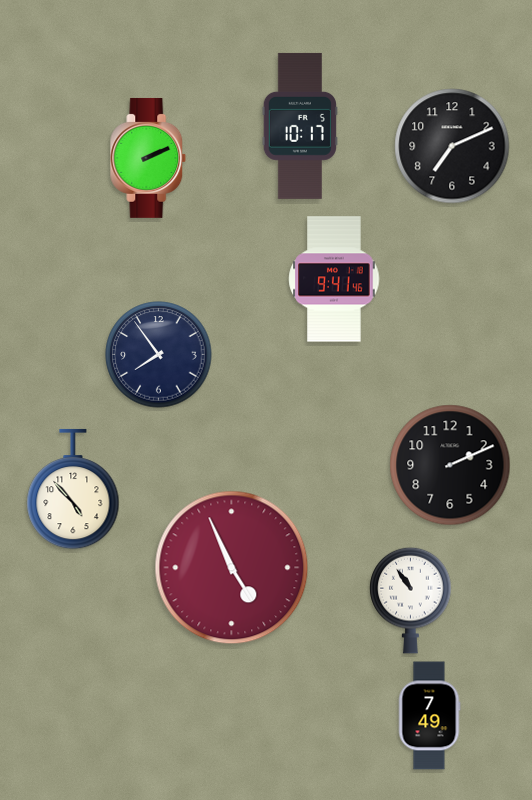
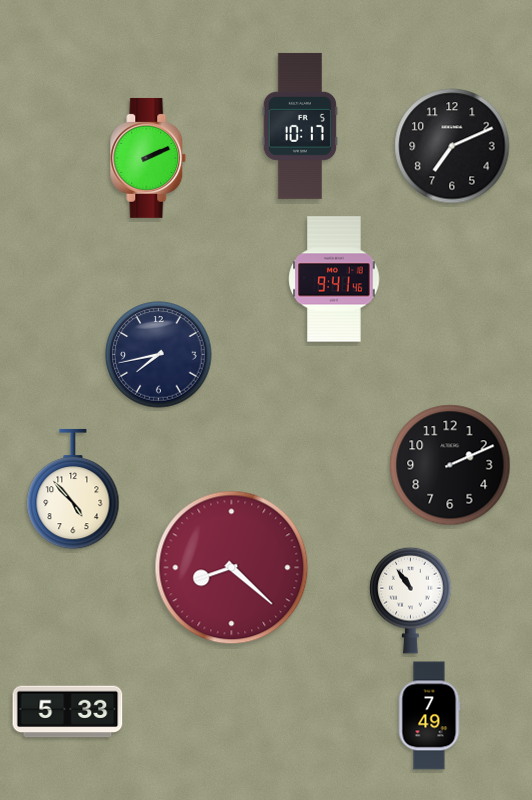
clock at (159, 355): 7:54 -> 7:43
clock at (232, 568): 4:56 -> 8:22
clock at (68, 712): none -> 5:33
